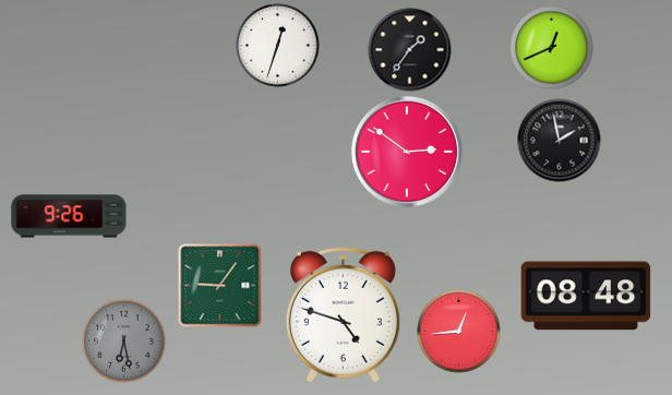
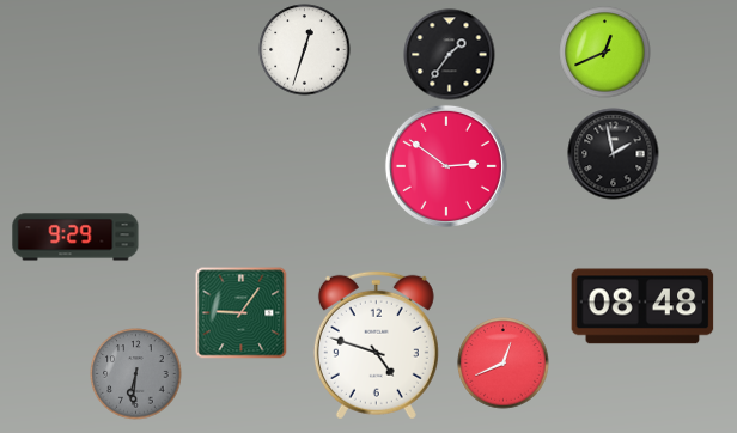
clock at (69, 216): 9:26 -> 9:29
clock at (586, 296) position: (586, 296) -> (642, 306)
clock at (459, 332): 12:44 -> 12:41
clock at (124, 342): 6:28 -> 6:31
